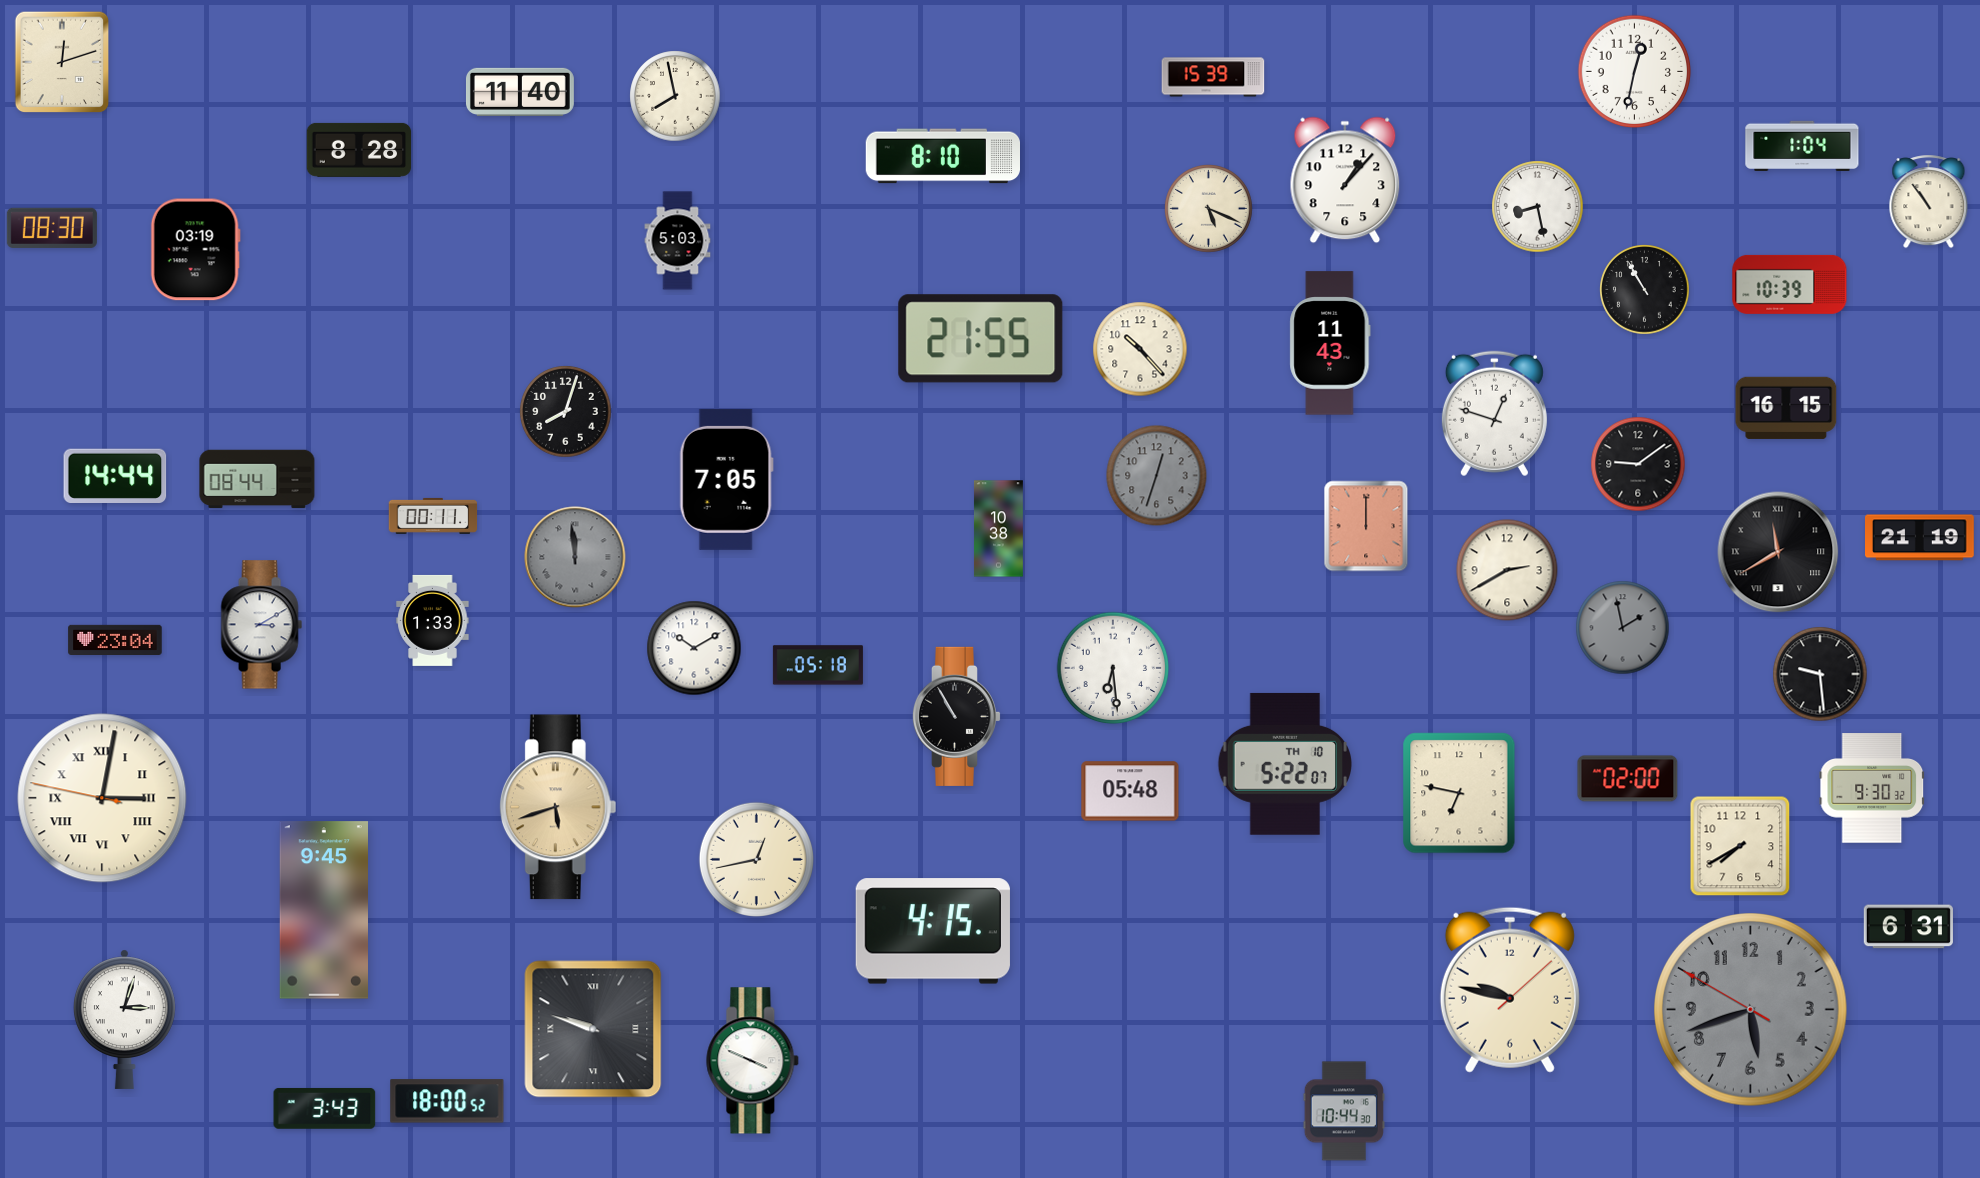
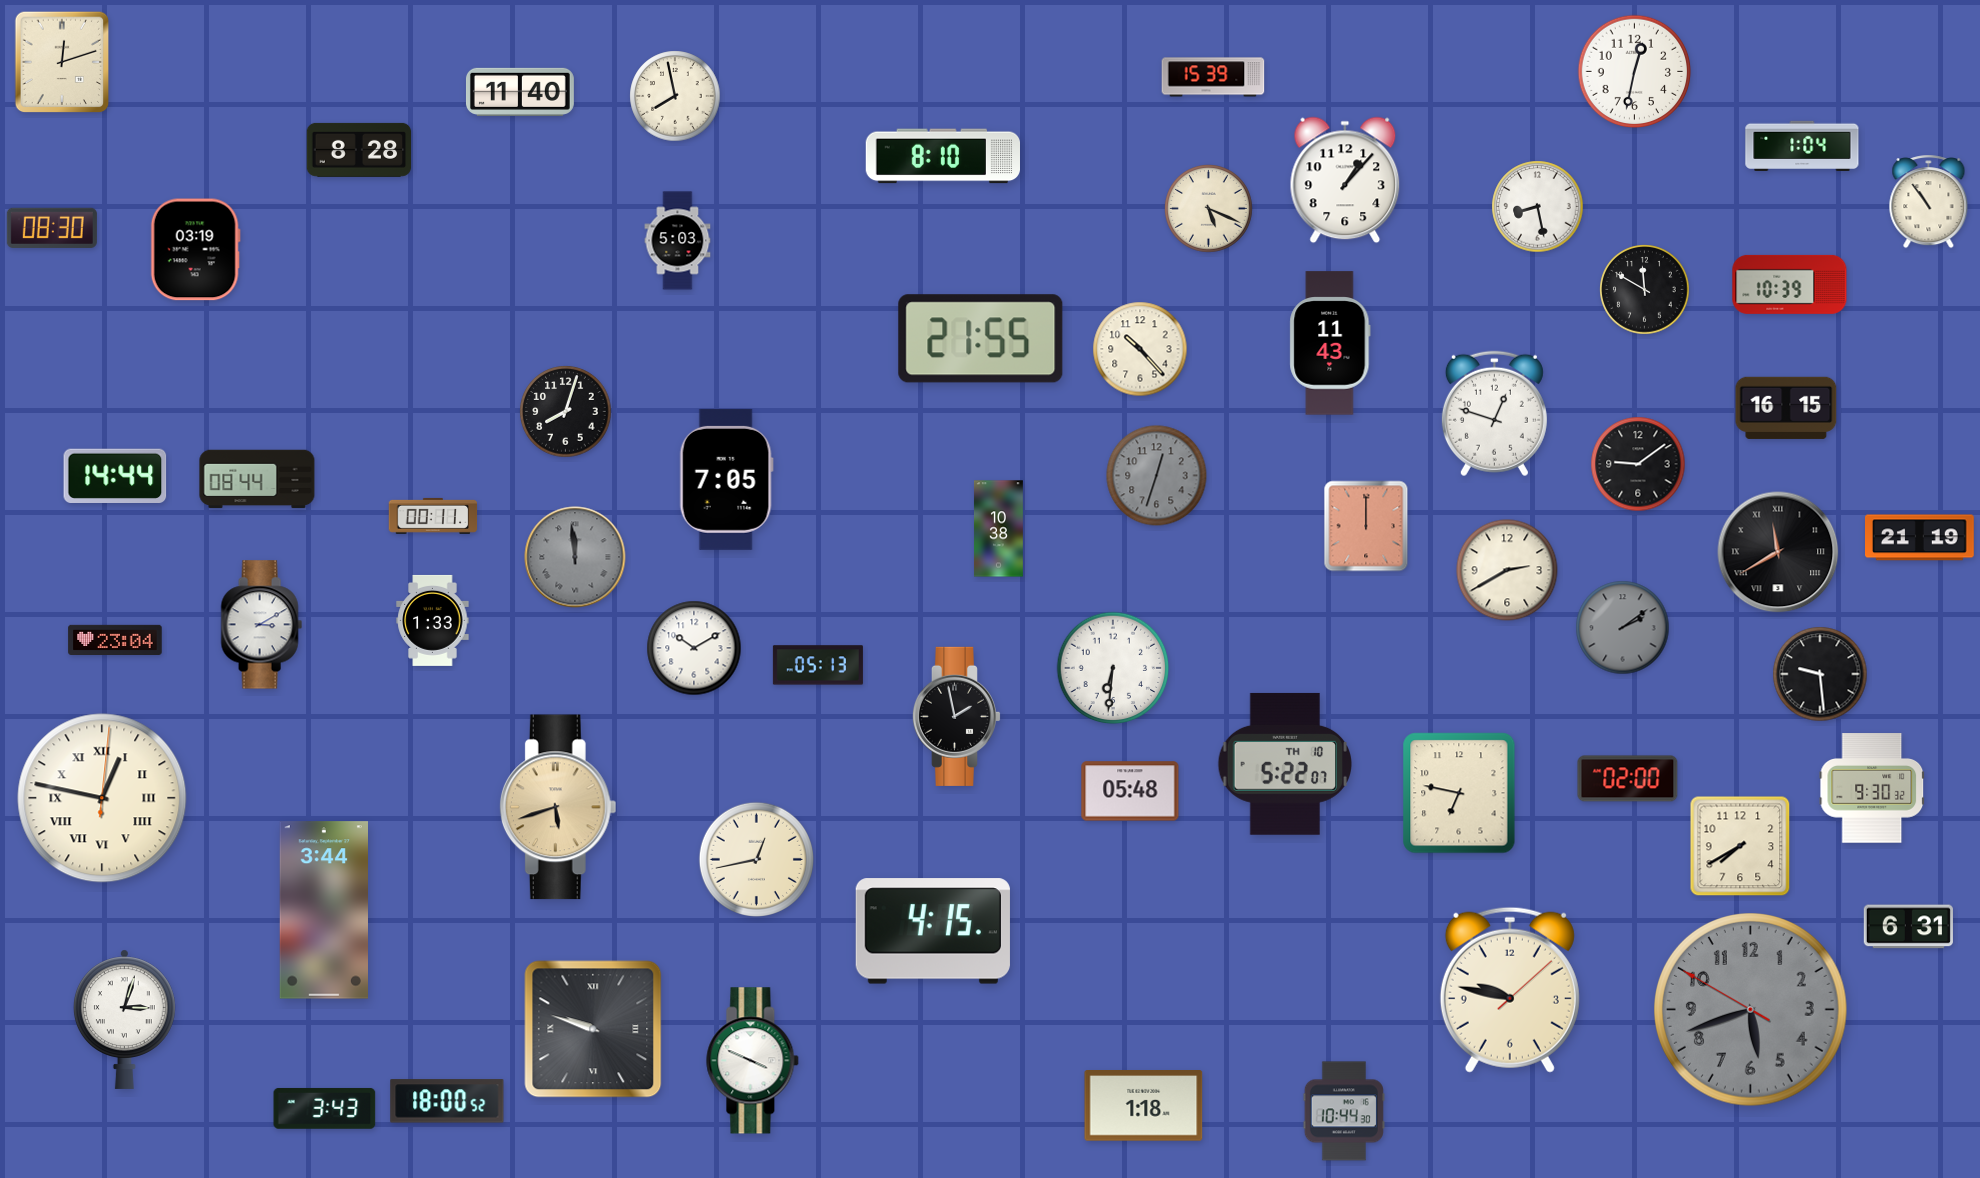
clock at (1645, 290): 10:55 -> 11:50
clock at (1623, 628): 1:58 -> 2:09
clock at (818, 665): 05:18 -> 05:13
clock at (1113, 668): 6:29 -> 6:31
clock at (956, 716): 10:55 -> 1:58
clock at (102, 798): 3:01 -> 12:47
clock at (323, 910): 9:45 -> 3:44
clock at (1144, 1106): none -> 1:18
